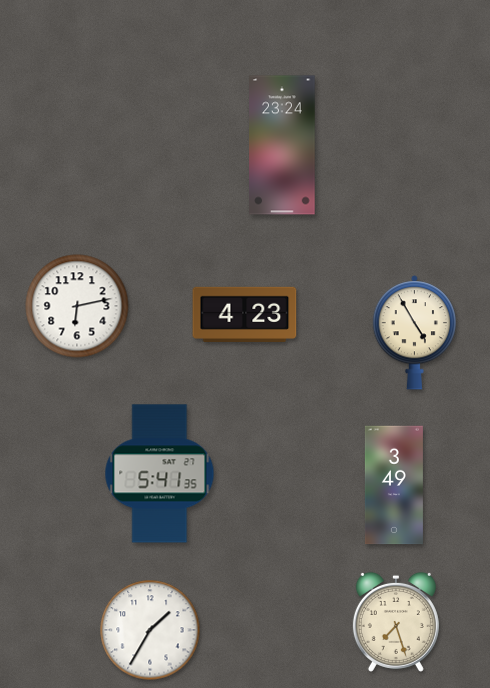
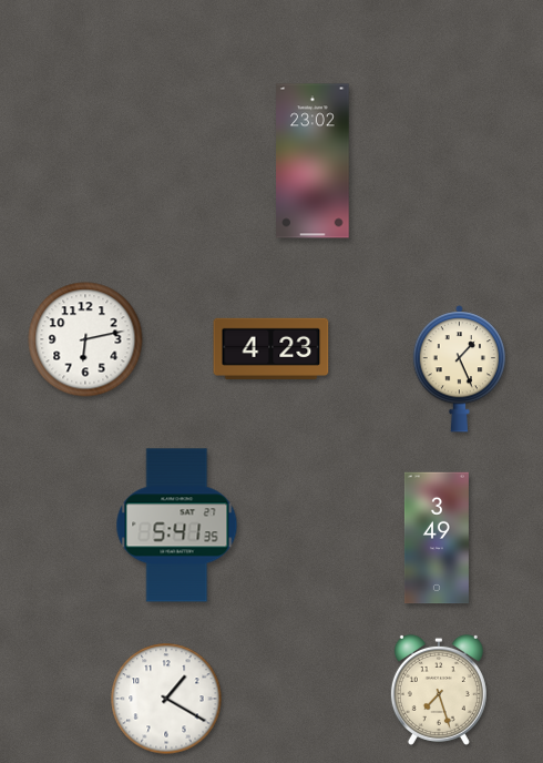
clock at (282, 145): 23:24 -> 23:02
clock at (414, 333): 4:55 -> 1:26
clock at (150, 630): 1:35 -> 1:20
